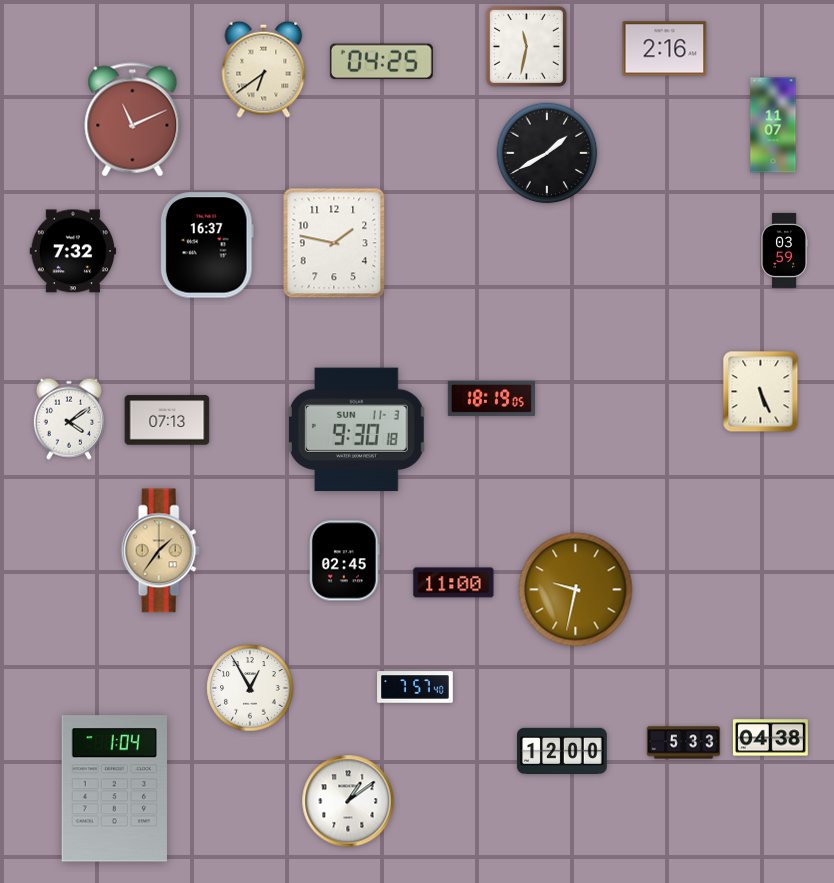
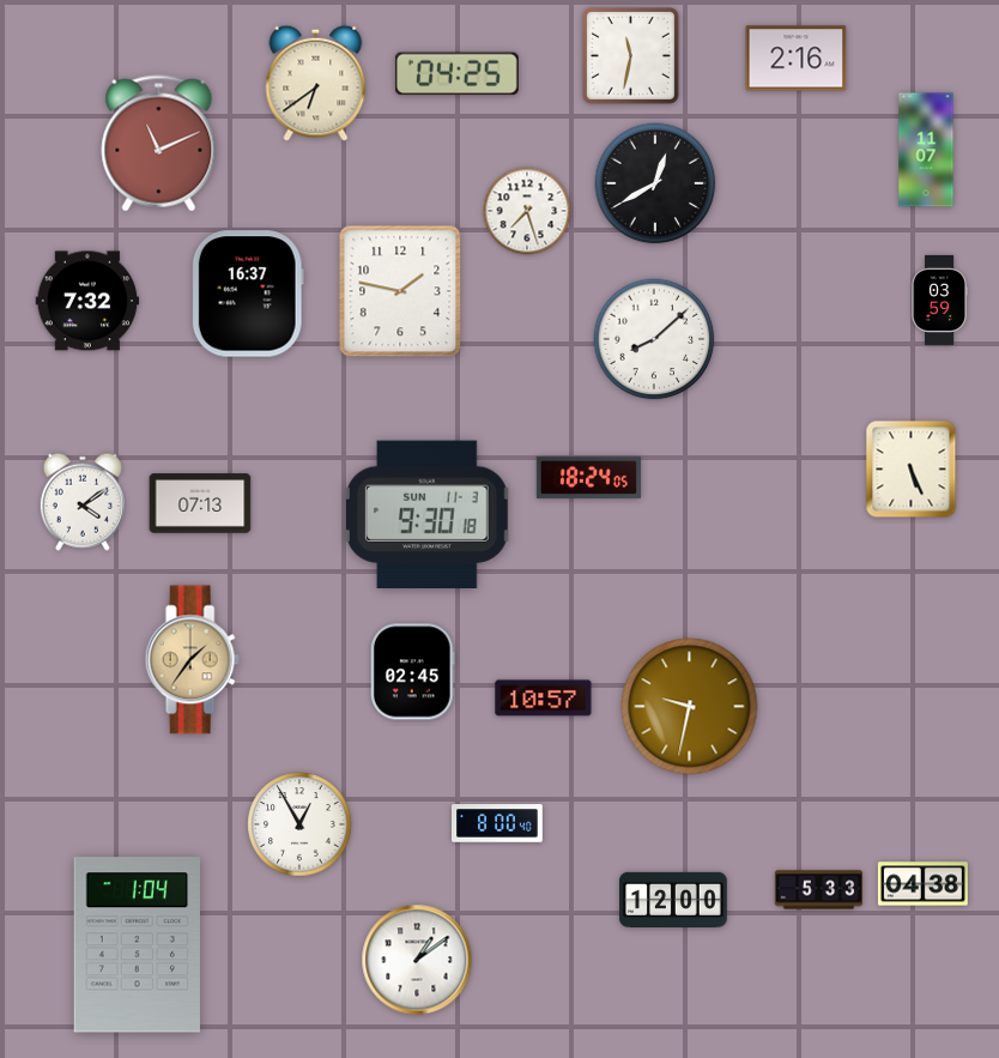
clock at (547, 153): 1:40 -> 12:40
clock at (527, 211): none -> 7:27
clock at (654, 339): none -> 8:08
clock at (491, 398): 18:19 -> 18:24
clock at (454, 583): 11:00 -> 10:57
clock at (416, 687): 7:57 -> 8:00
